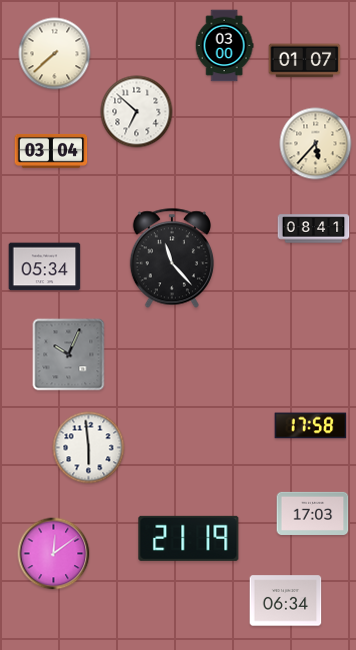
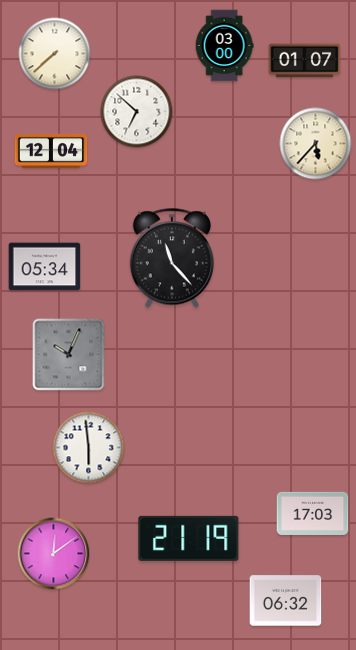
clock at (51, 151): 03:04 -> 12:04
clock at (314, 229): 08:41 -> none
clock at (311, 426): 17:58 -> none
clock at (286, 601): 06:34 -> 06:32
